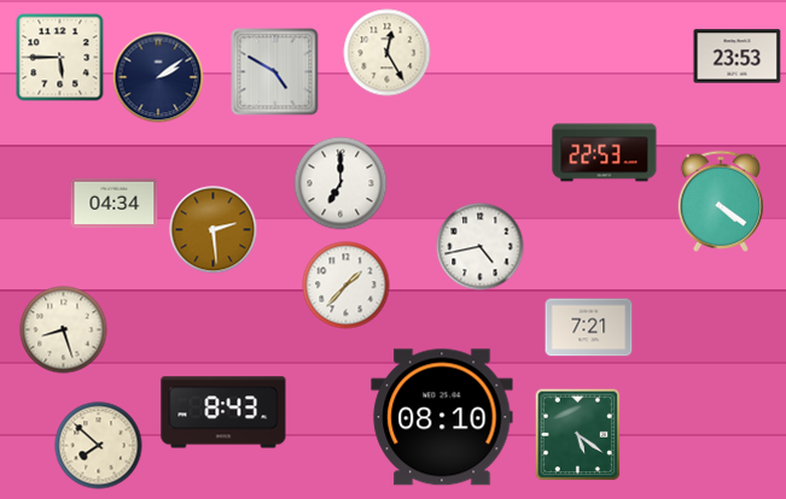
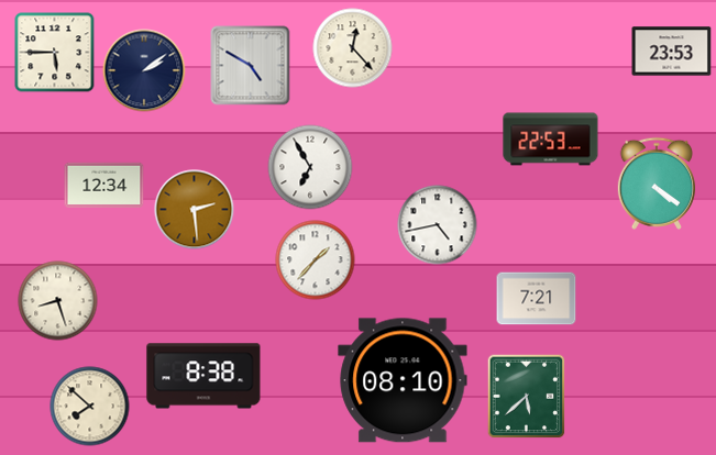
clock at (388, 53): 12:25 -> 12:23
clock at (340, 183): 7:00 -> 6:55
clock at (115, 204): 04:34 -> 12:34
clock at (223, 412): 8:43 -> 8:38
clock at (578, 435): 5:21 -> 5:38
